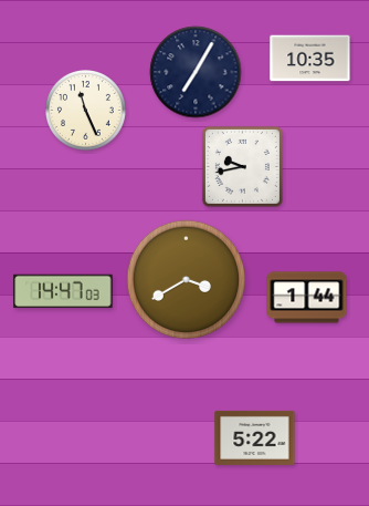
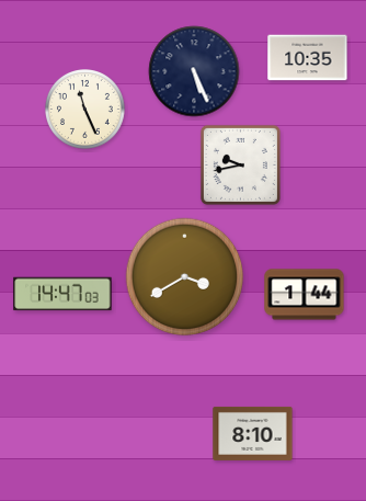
clock at (196, 72): 7:05 -> 5:26
clock at (63, 291) position: (63, 291) -> (62, 294)
clock at (255, 437): 5:22 -> 8:10
